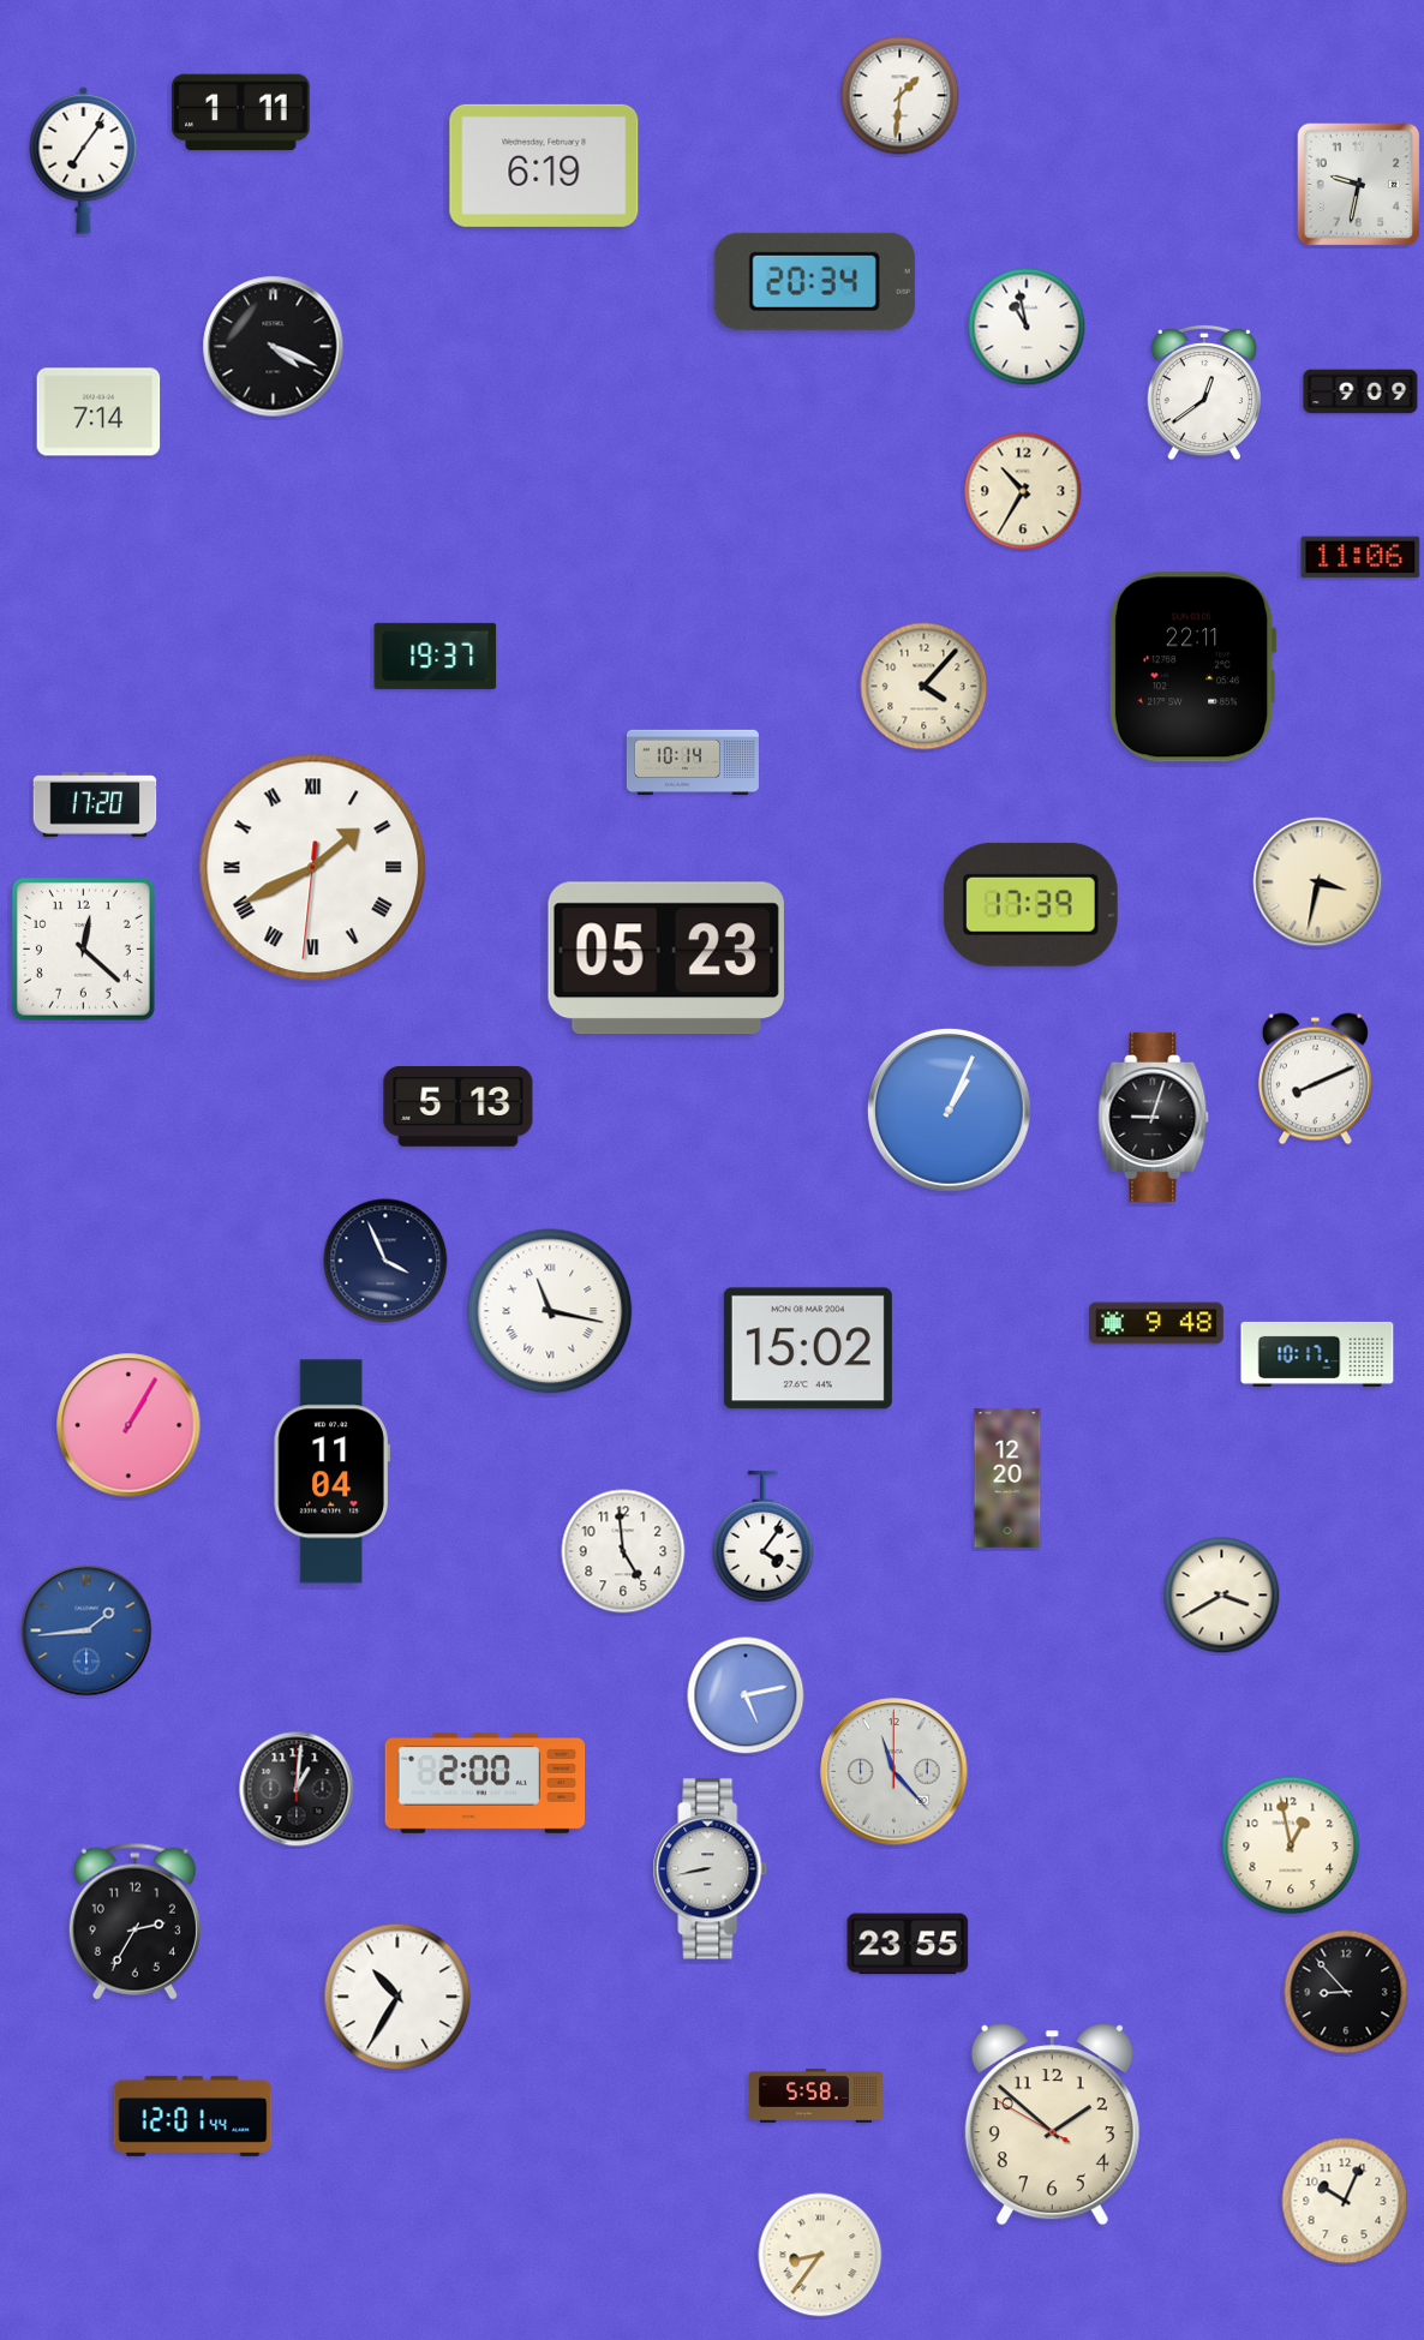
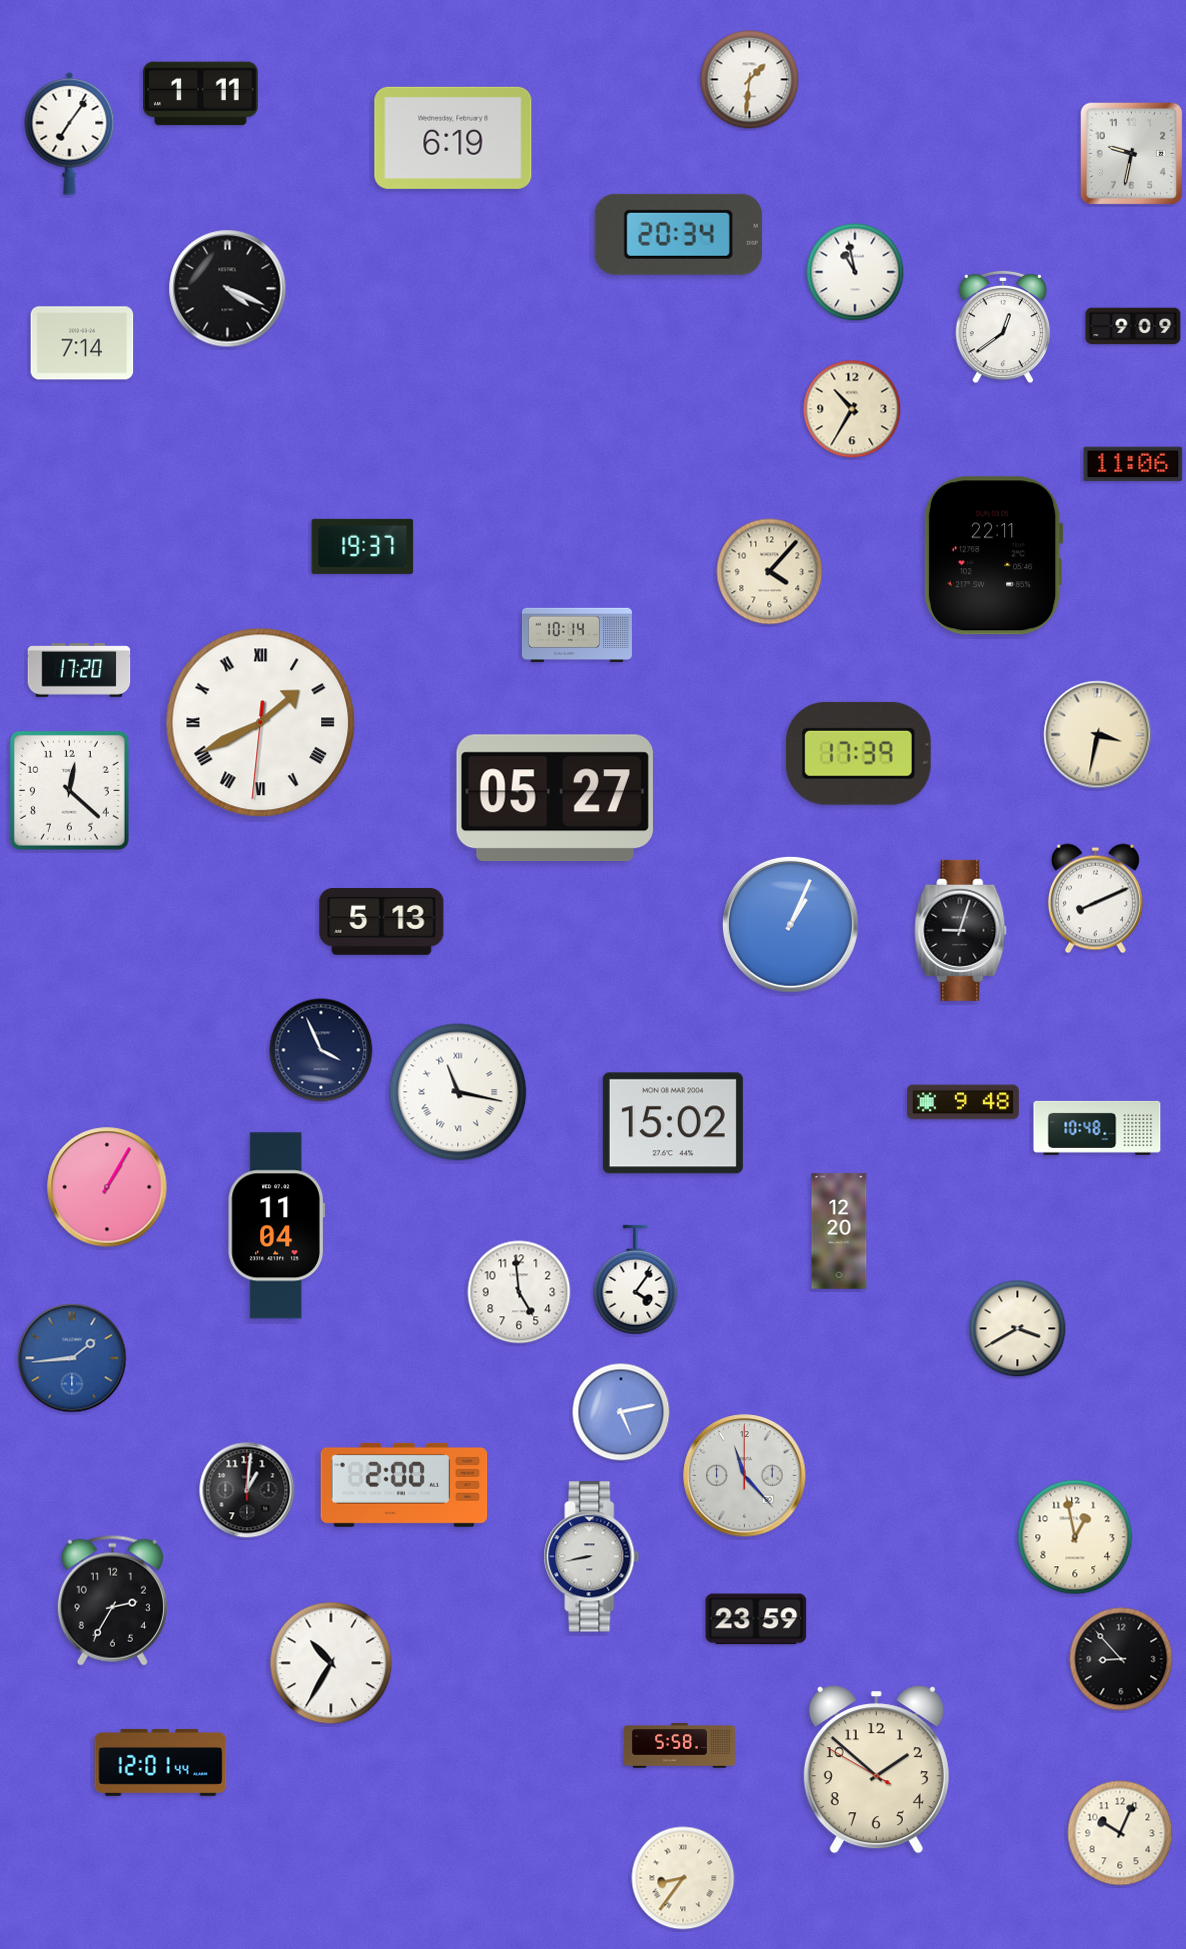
clock at (666, 958): 05:23 -> 05:27
clock at (1317, 1354): 10:17 -> 10:48
clock at (908, 1944): 23:55 -> 23:59
